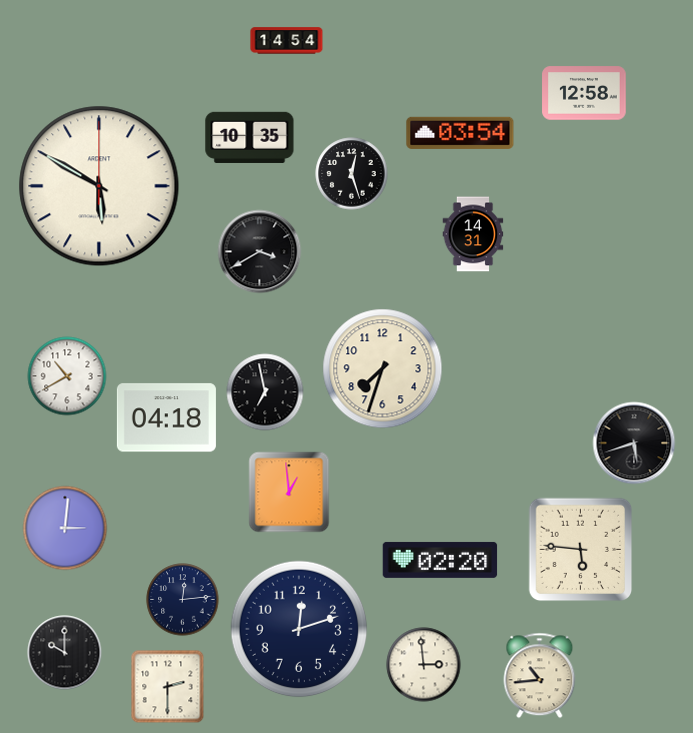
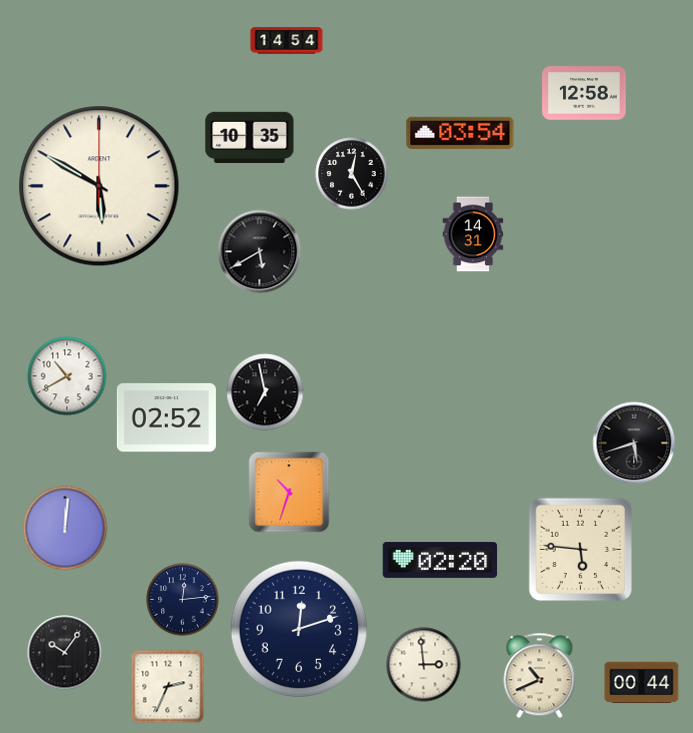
clock at (352, 174): 12:27 -> 12:25
clock at (260, 252): 3:40 -> 5:40
clock at (383, 369): 7:33 -> none
clock at (166, 418): 04:18 -> 02:52
clock at (289, 492): 12:59 -> 10:33
clock at (65, 528): 3:01 -> 12:01
clock at (65, 653): 10:00 -> 10:06
clock at (540, 676): 10:44 -> 10:41
clock at (642, 683): none -> 00:44
clock at (168, 687): 2:30 -> 2:34
